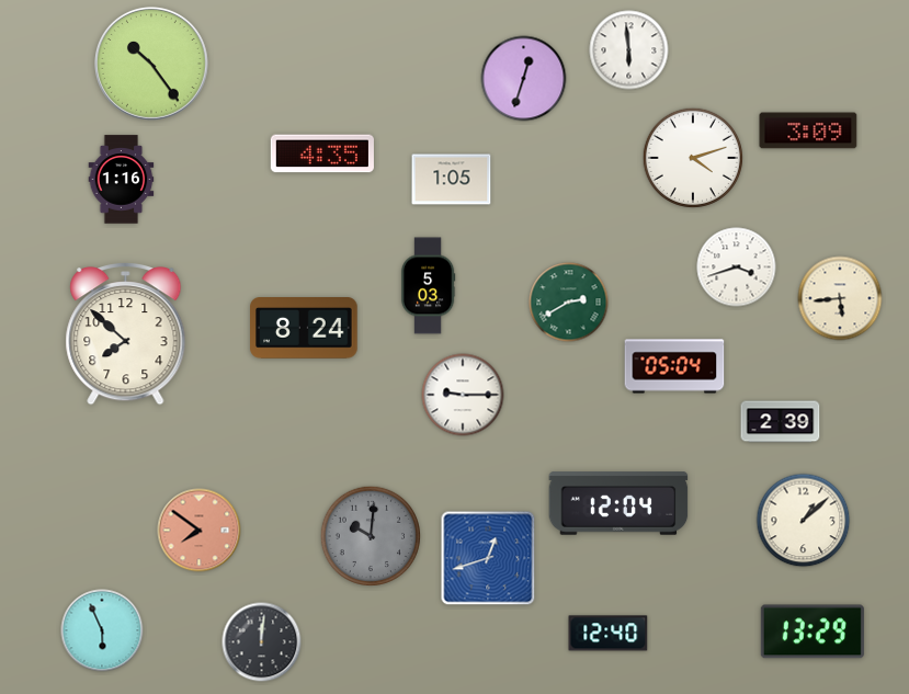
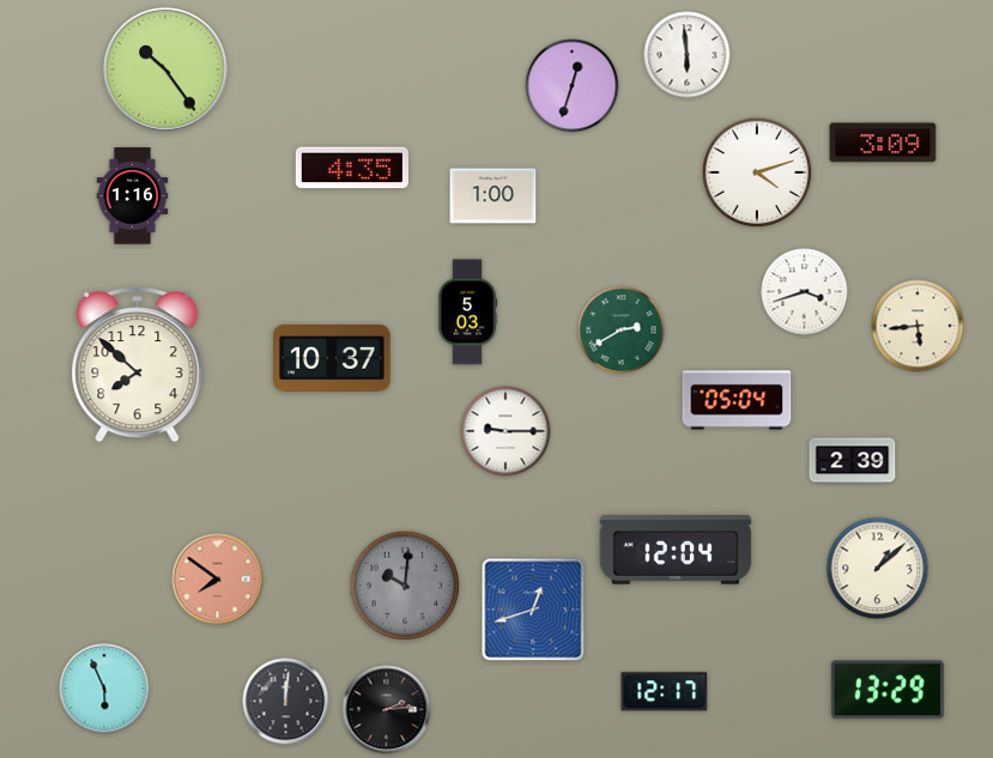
clock at (452, 180): 1:05 -> 1:00
clock at (304, 329): 8:24 -> 10:37
clock at (102, 630) position: (102, 630) -> (104, 689)
clock at (609, 634): 12:40 -> 12:17
clock at (387, 710): none -> 2:14
